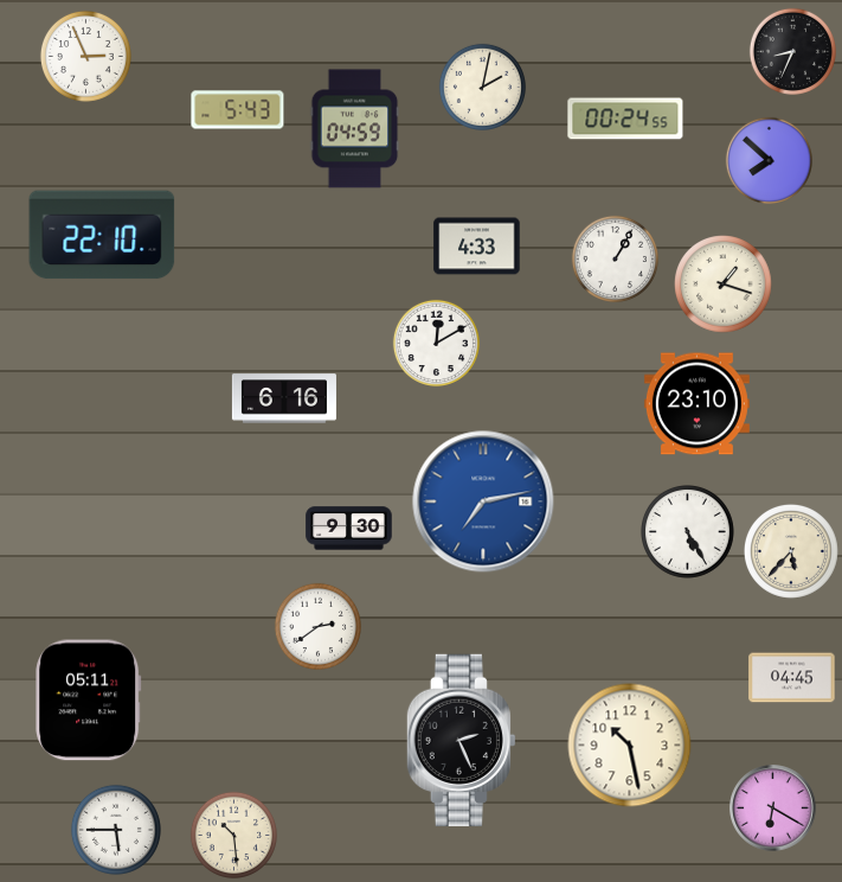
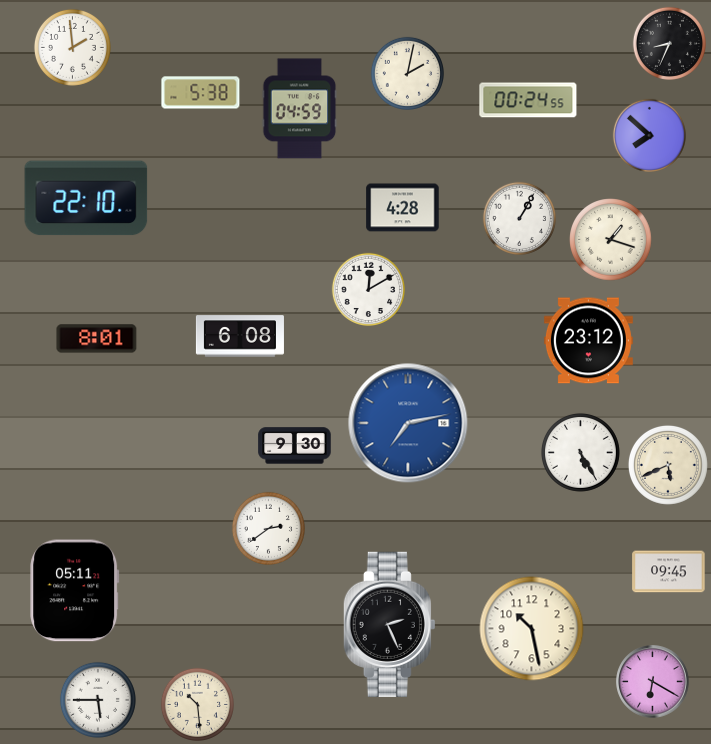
clock at (85, 56): 2:56 -> 1:59
clock at (238, 110): 5:43 -> 5:38
clock at (477, 247): 4:33 -> 4:28
clock at (284, 398): 6:16 -> 6:08
clock at (97, 339): none -> 8:01
clock at (696, 404): 23:10 -> 23:12
clock at (687, 531) position: (687, 531) -> (580, 452)
clock at (791, 551): 5:37 -> 5:41
clock at (792, 678): 04:45 -> 09:45
